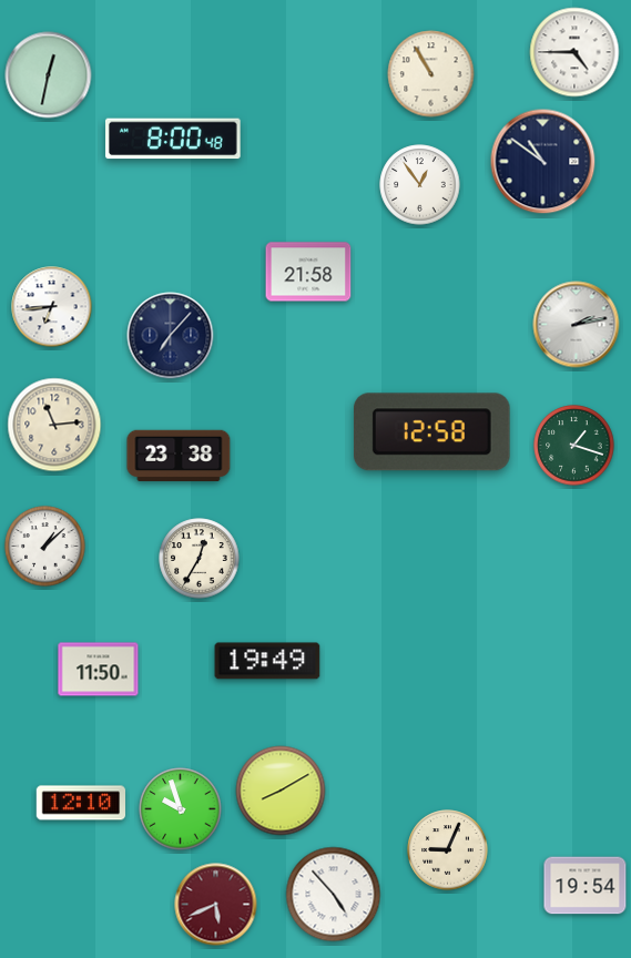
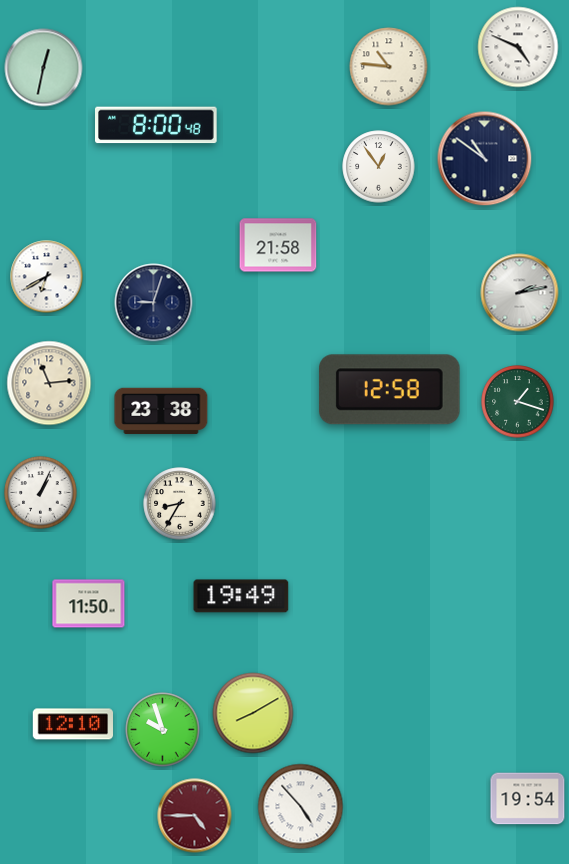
clock at (574, 52): 4:45 -> 4:49
clock at (431, 74): 10:55 -> 10:46
clock at (543, 162) position: (543, 162) -> (485, 159)
clock at (52, 307): 6:44 -> 6:40
clock at (171, 336): 7:07 -> 9:03
clock at (45, 547): 1:08 -> 1:04
clock at (200, 559): 12:35 -> 8:35
clock at (448, 850): 9:04 -> none
clock at (216, 905): 5:41 -> 4:45
